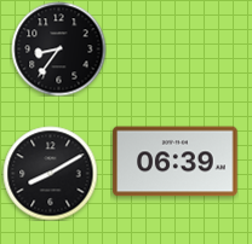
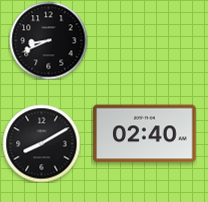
clock at (58, 48): 8:36 -> 8:41
clock at (176, 162): 06:39 -> 02:40
